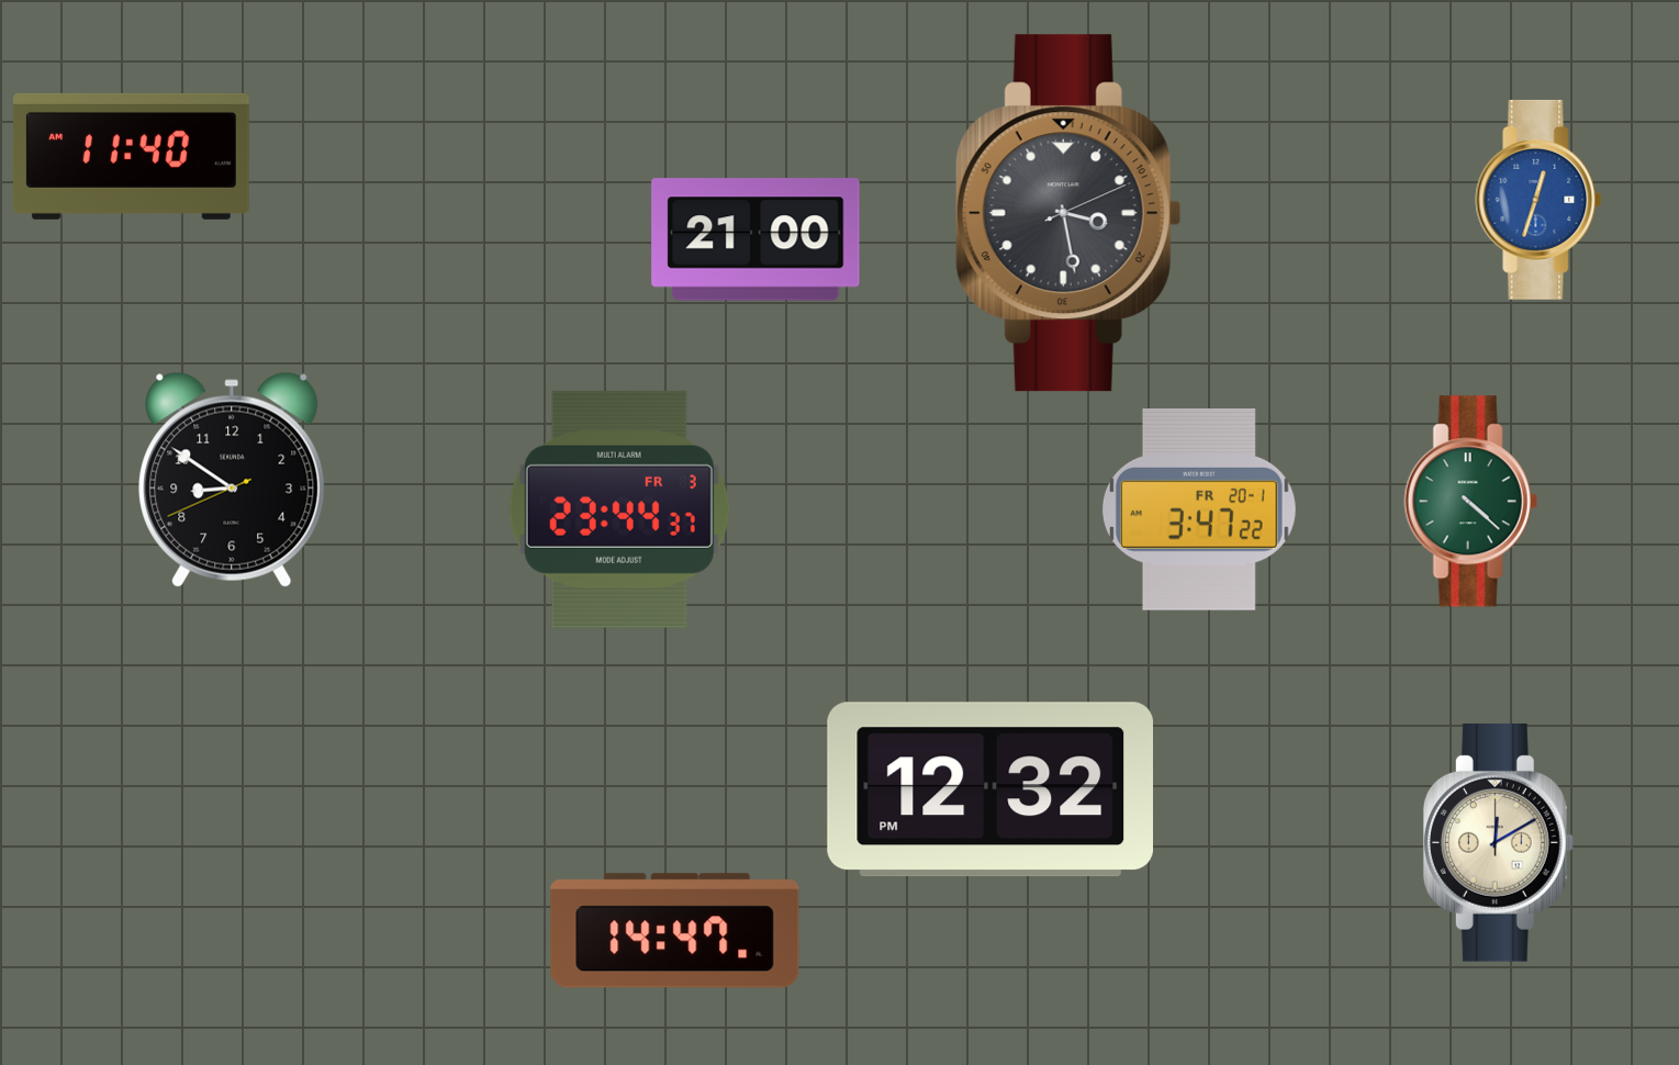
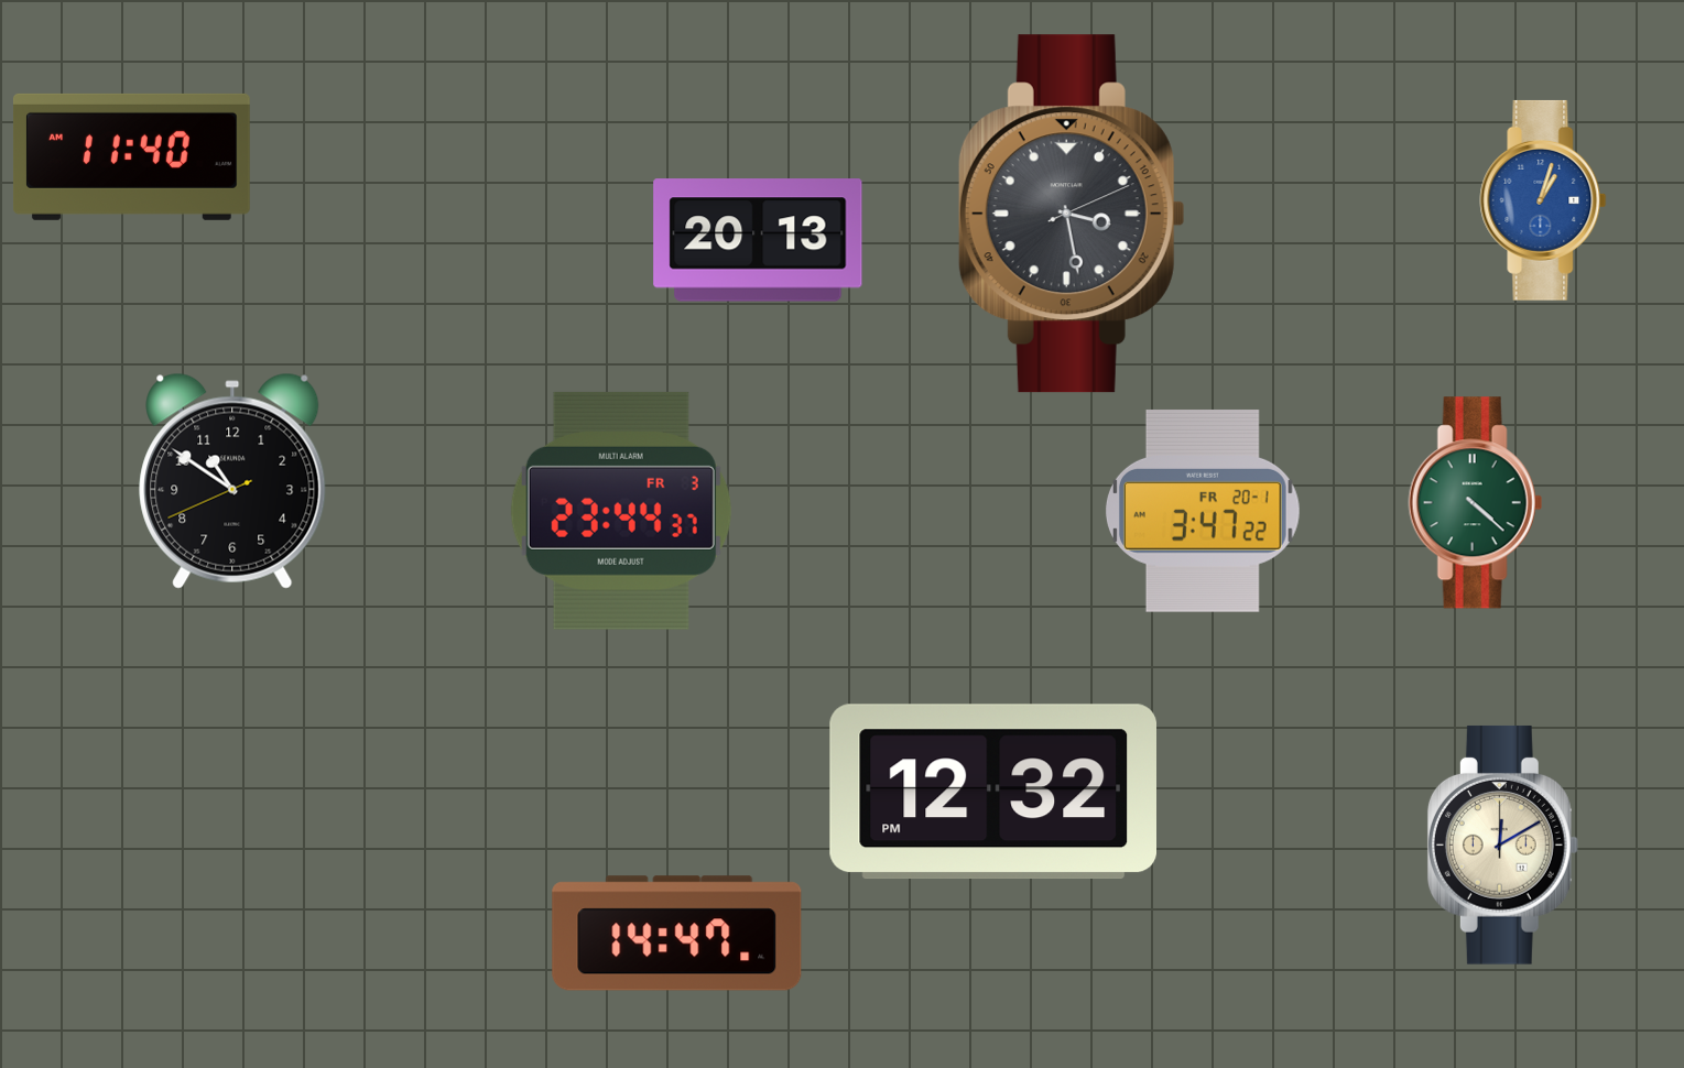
clock at (1538, 200): 12:33 -> 1:03
clock at (755, 239): 21:00 -> 20:13
clock at (232, 480): 8:50 -> 10:50
